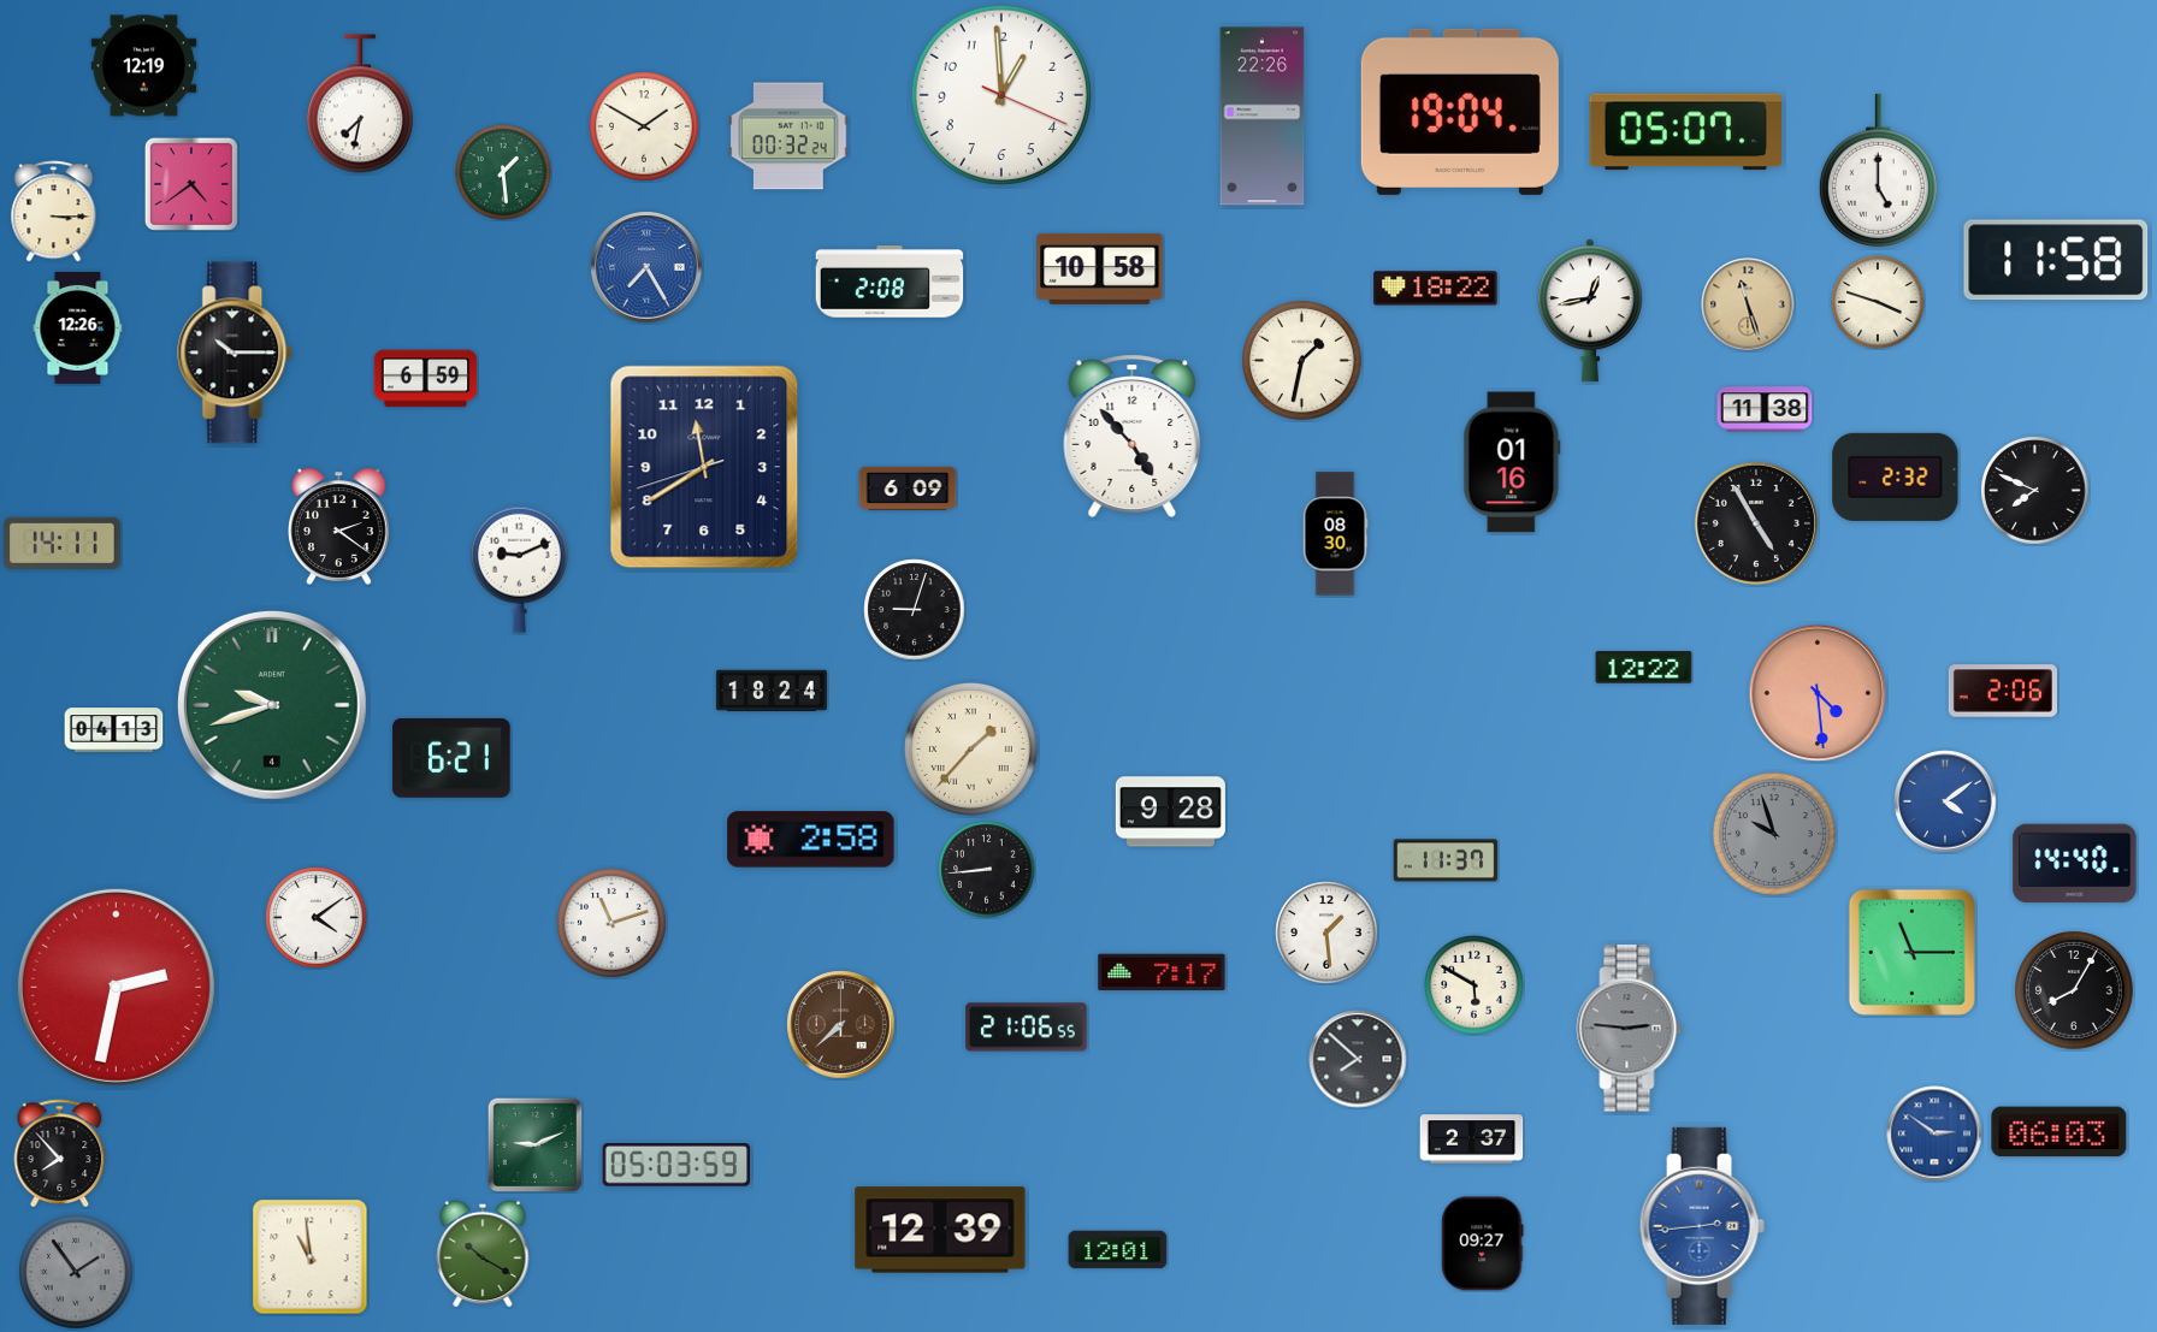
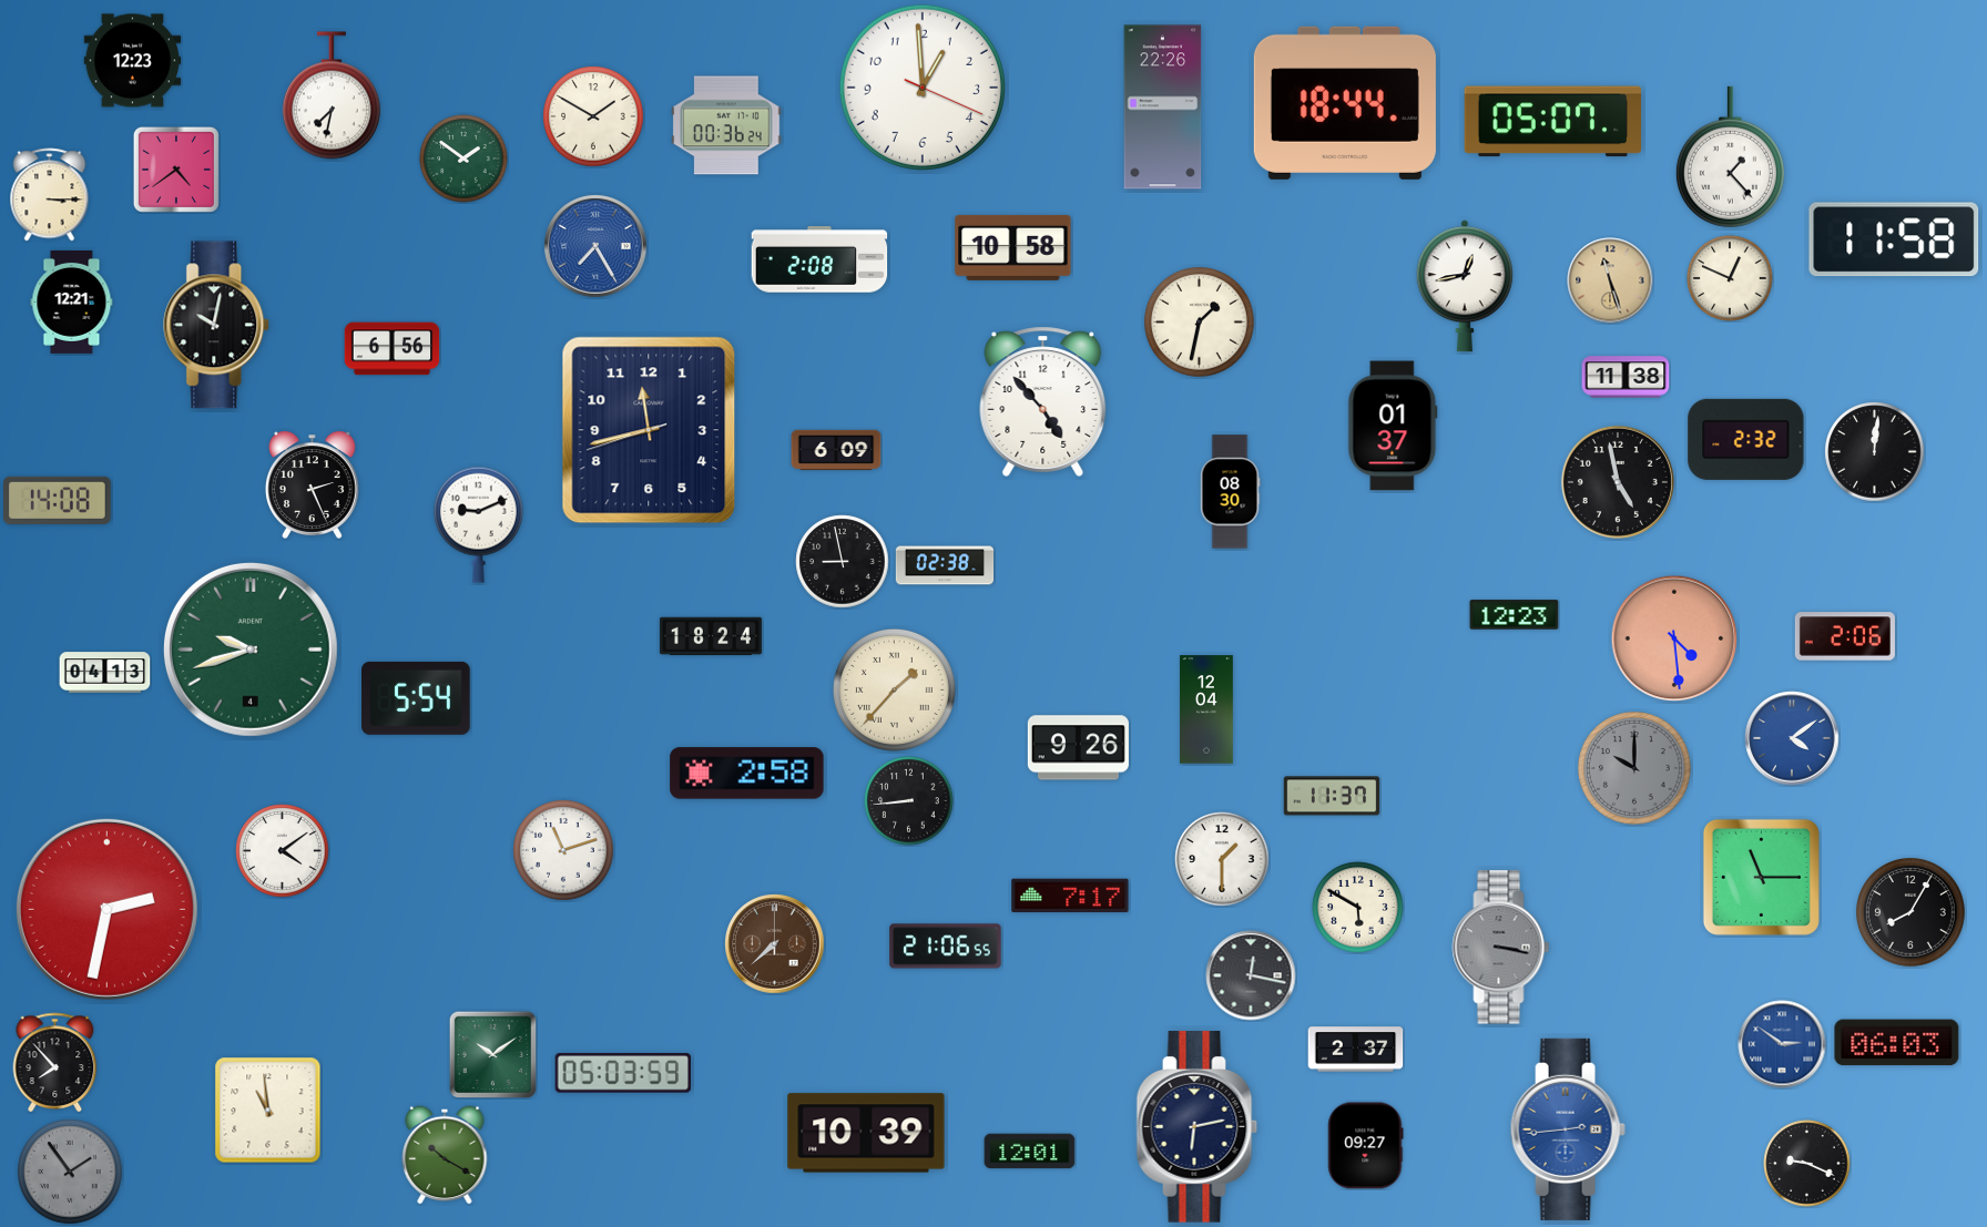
clock at (144, 66): 12:19 -> 12:23
clock at (1460, 112): 19:04 -> 18:44
clock at (788, 136): 00:32 -> 00:36
clock at (1878, 171): 5:00 -> 1:23
clock at (503, 172): 1:29 -> 1:51
clock at (1436, 289): 18:22 -> none
clock at (1878, 302): 3:48 -> 12:49
clock at (78, 327): 12:26 -> 12:21
clock at (236, 353): 10:15 -> 10:02
clock at (1302, 361) position: (1302, 361) -> (1200, 323)
clock at (426, 379): 6:59 -> 6:56
clock at (1512, 462): 01:16 -> 01:37
clock at (704, 467): 11:39 -> 11:42
clock at (2035, 491): 7:49 -> 12:01
clock at (1756, 523): 4:55 -> 4:58
clock at (339, 526): 2:21 -> 2:26
clock at (63, 543): 14:11 -> 14:08
clock at (915, 610): 9:03 -> 8:58
clock at (945, 565): none -> 02:38
clock at (1644, 668): 12:22 -> 12:23
clock at (451, 758): 6:21 -> 5:54
clock at (1206, 709): none -> 12:04
clock at (1170, 812): 9:28 -> 9:26
clock at (1775, 835): 9:57 -> 10:00
clock at (1446, 860) position: (1446, 860) -> (1332, 796)
clock at (2075, 864): 14:40 -> none
clock at (317, 918) position: (317, 918) -> (283, 851)
clock at (1326, 933): 1:29 -> 1:30
clock at (1630, 1029): 2:46 -> 3:17
clock at (1358, 1059): 7:52 -> 12:17
clock at (534, 1144): 9:11 -> 10:09
clock at (1198, 1127): none -> 6:13
clock at (940, 1230): 12:39 -> 10:39
clock at (311, 1257) position: (311, 1257) -> (268, 1111)
clock at (1807, 1164): none -> 9:19
